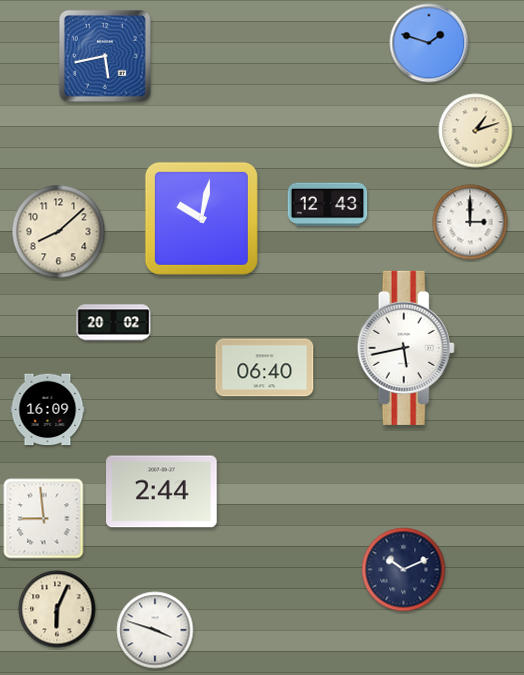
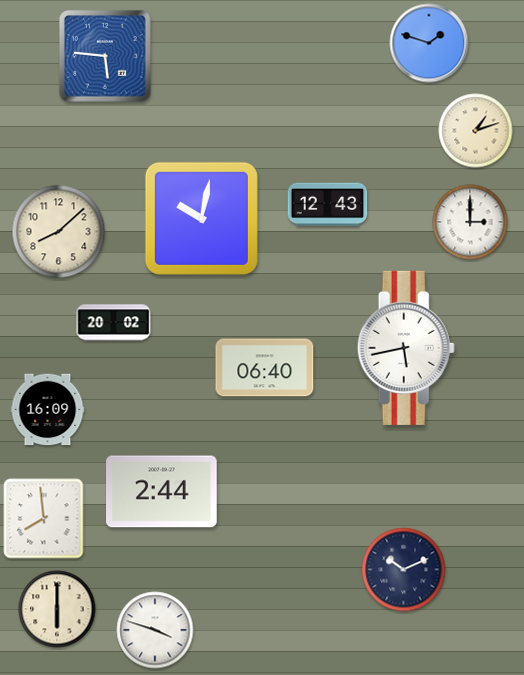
clock at (105, 56): 5:43 -> 5:46
clock at (44, 519): 8:59 -> 7:59
clock at (57, 609): 6:04 -> 6:00
